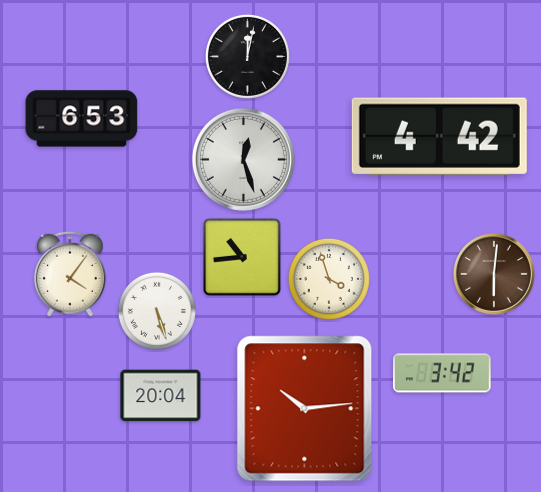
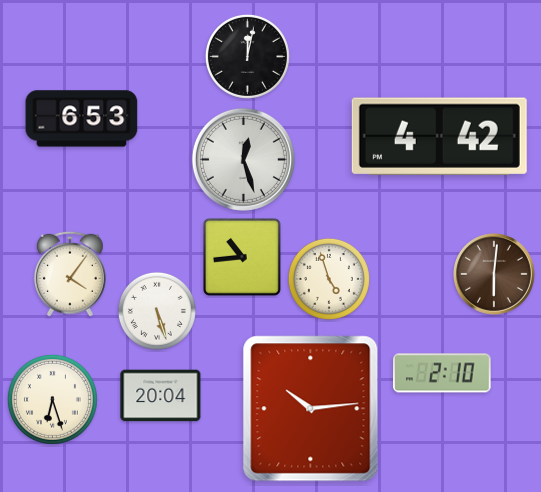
clock at (329, 279): 3:57 -> 4:57
clock at (443, 373): 3:42 -> 2:10
clock at (52, 399): none -> 6:27
clock at (305, 409) position: (305, 409) -> (311, 409)
